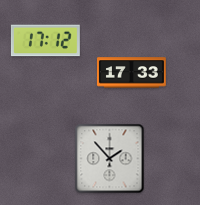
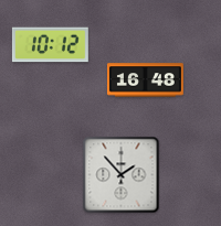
clock at (45, 41): 17:12 -> 10:12
clock at (131, 73): 17:33 -> 16:48
